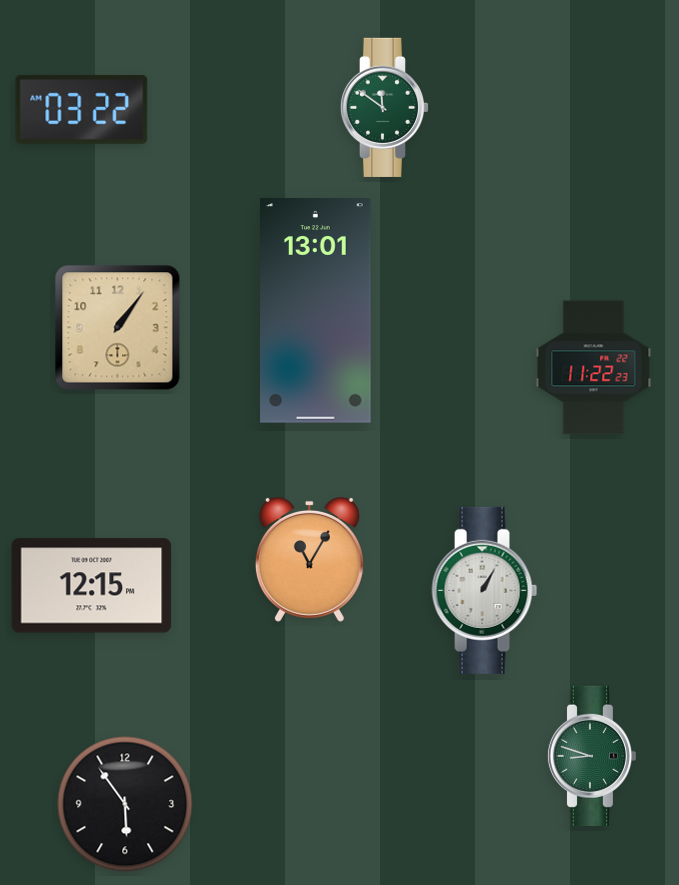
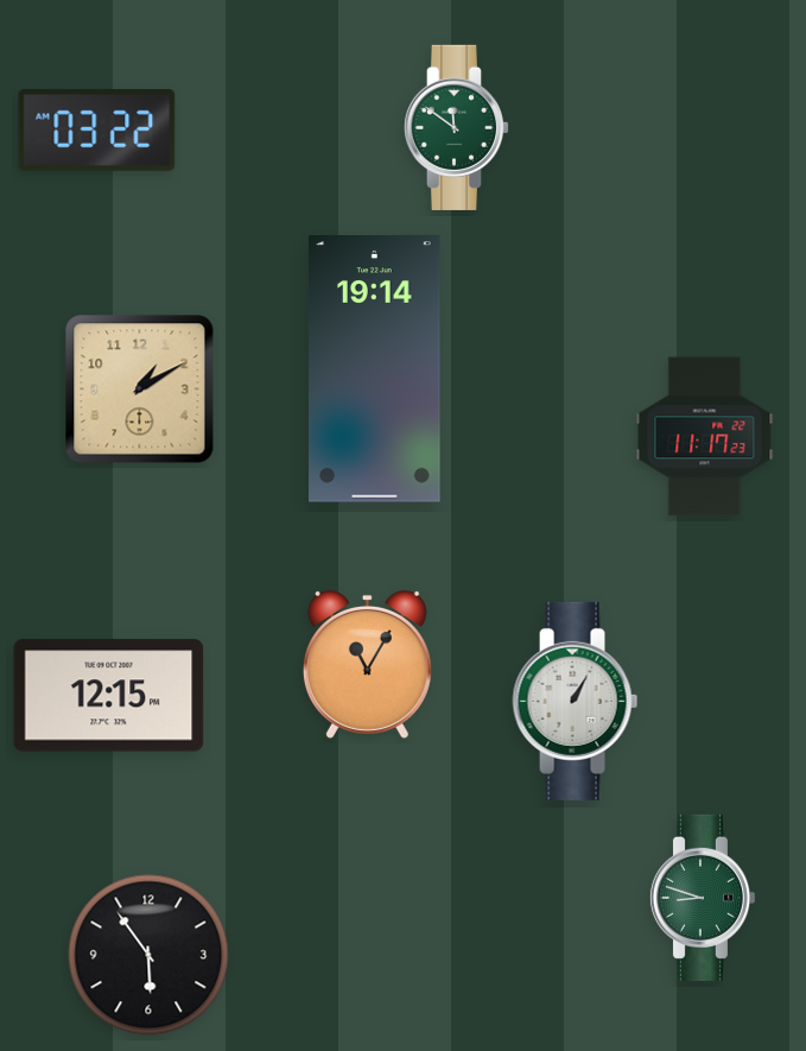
clock at (316, 311): 13:01 -> 19:14
clock at (118, 328): 1:06 -> 1:10
clock at (594, 368): 11:22 -> 11:17
